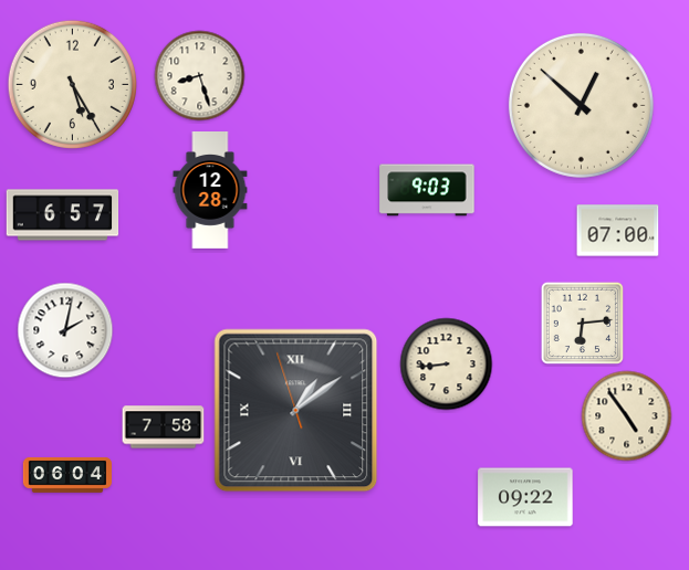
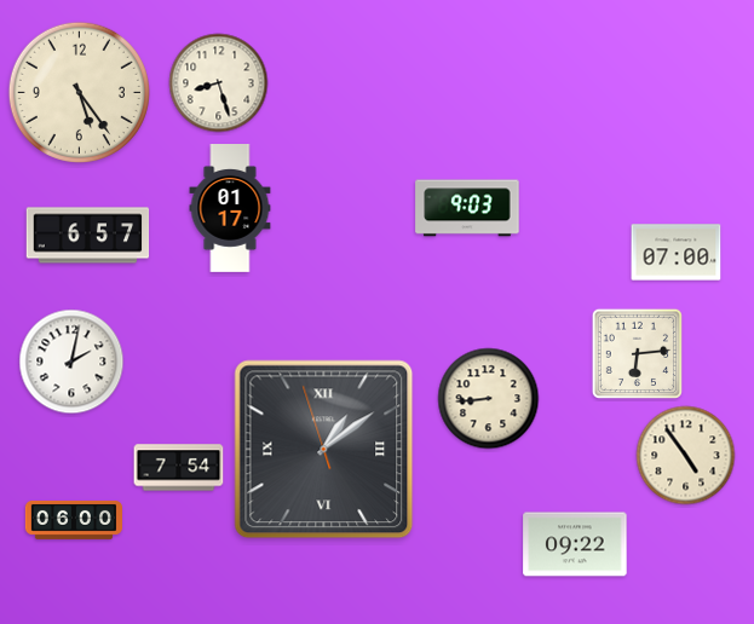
clock at (72, 84): 5:25 -> 5:24
clock at (581, 105): 12:52 -> none
clock at (210, 191): 12:28 -> 01:17
clock at (63, 215) position: (63, 215) -> (88, 236)
clock at (164, 427): 7:58 -> 7:54
clock at (67, 475): 06:04 -> 06:00
